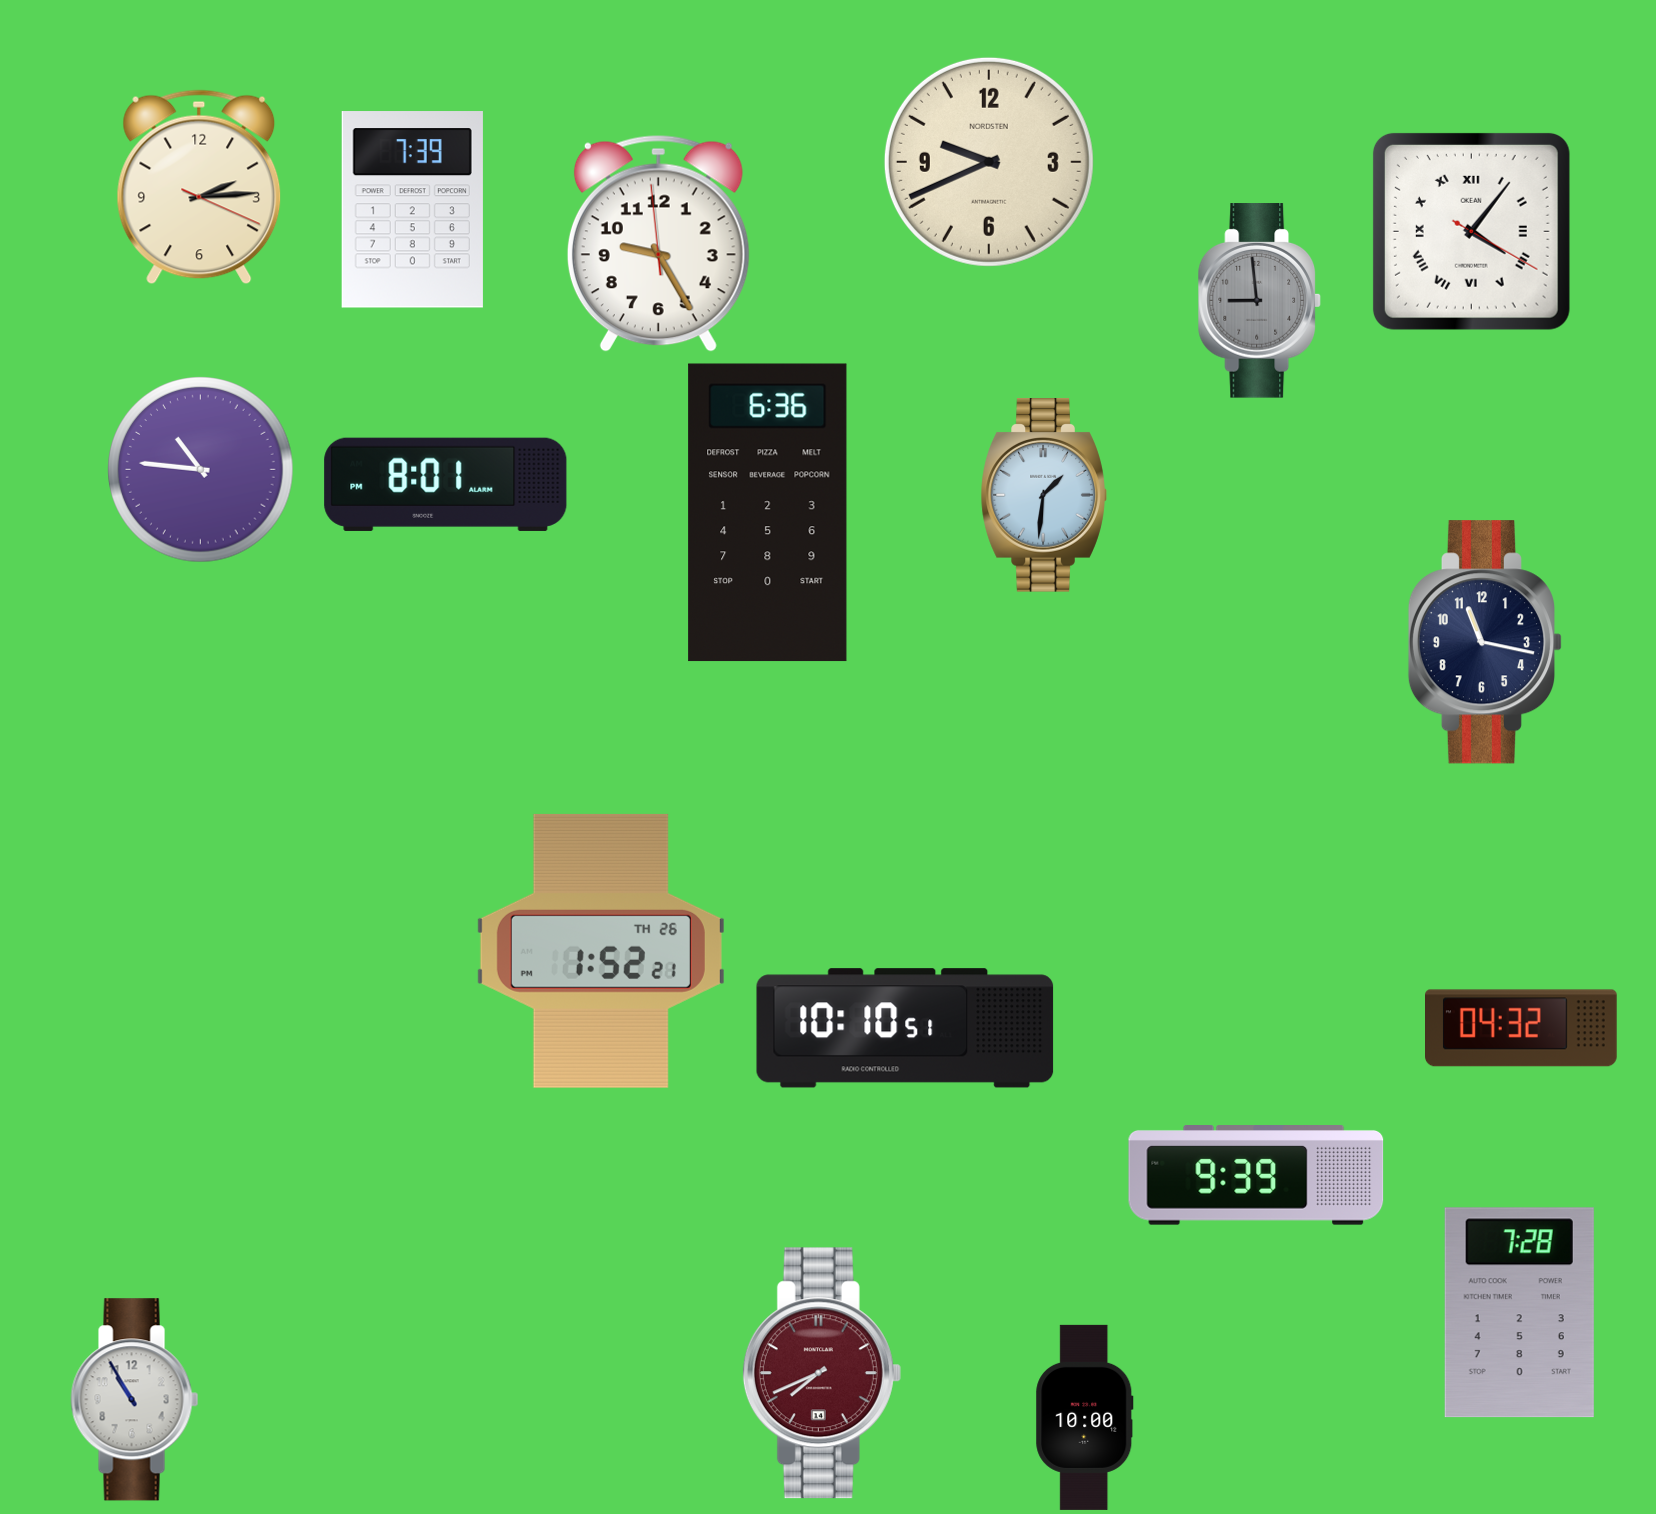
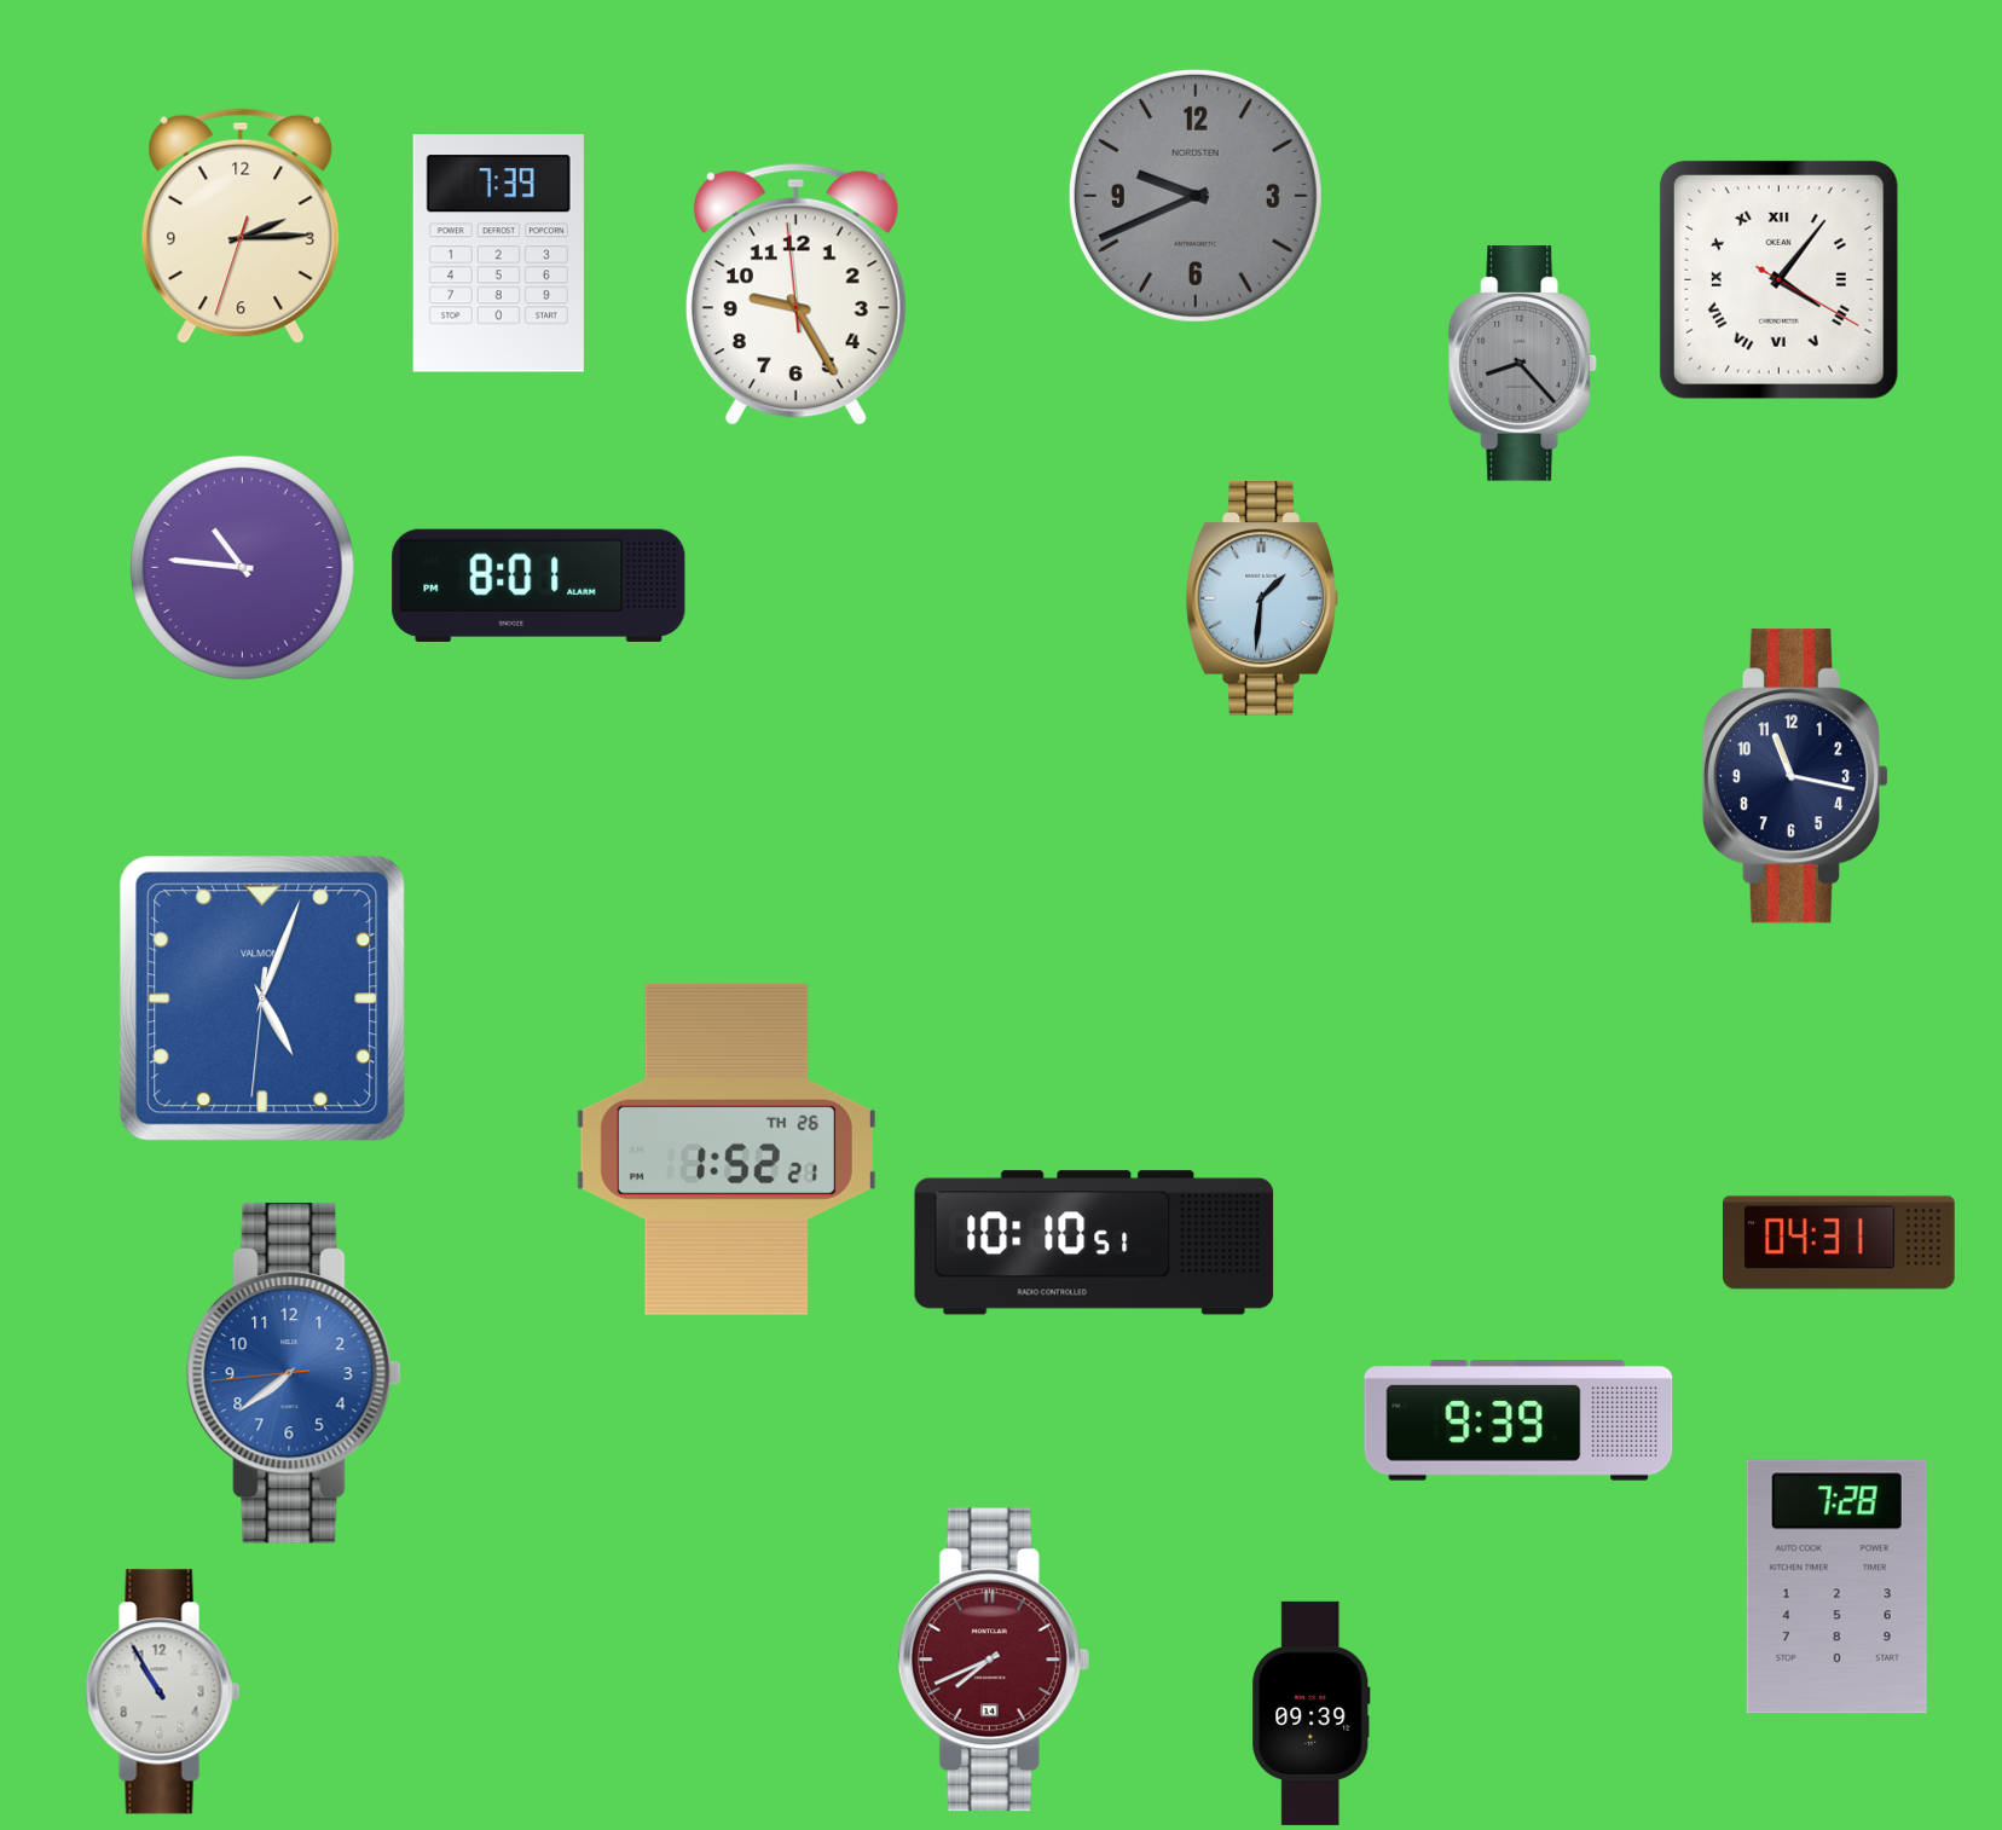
clock at (989, 162) dial: cream -> grey
clock at (199, 187): 2:14:19 -> 2:14:33
clock at (1259, 301): 8:59 -> 8:23
clock at (768, 513): 6:36 -> none
clock at (262, 998): none -> 5:03
clock at (1522, 1028): 04:32 -> 04:31
clock at (294, 1373): none -> 7:38
clock at (1085, 1417): 10:00 -> 09:39
